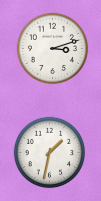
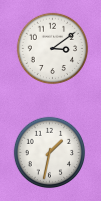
clock at (53, 49): 3:12 -> 3:09
